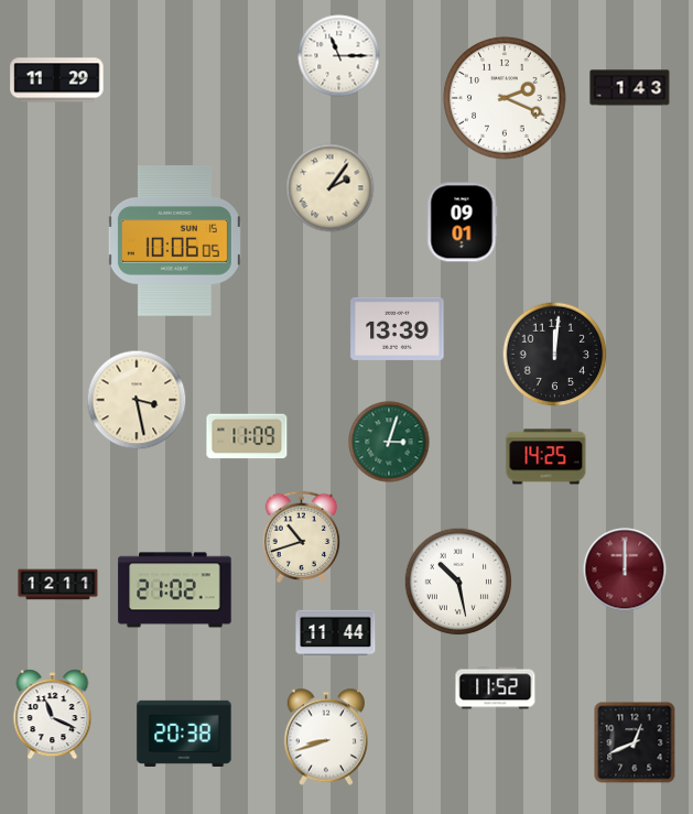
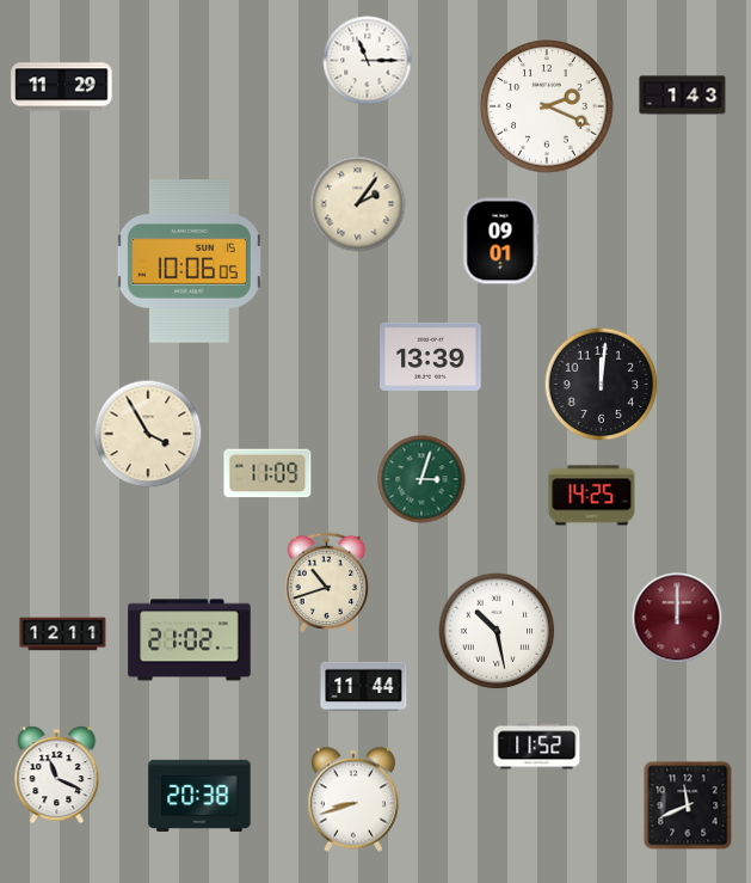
clock at (137, 400): 3:28 -> 3:55
clock at (635, 742): 12:41 -> 11:41
